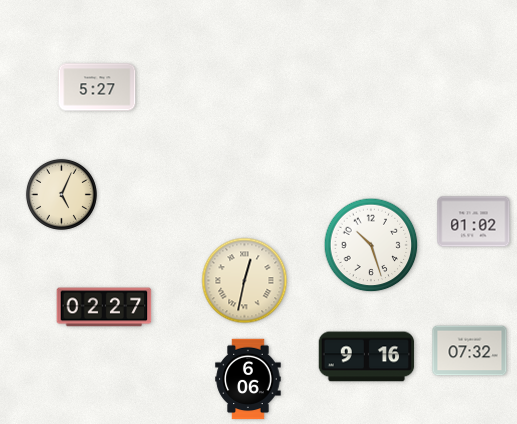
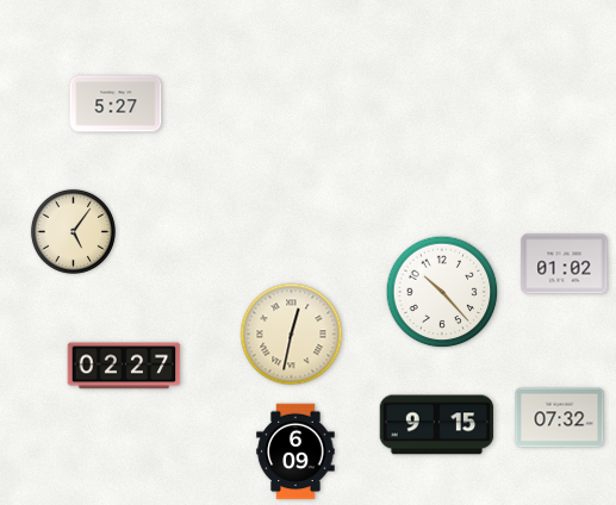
clock at (61, 194): 5:04 -> 5:06
clock at (371, 245): 10:27 -> 10:23
clock at (367, 357): 9:16 -> 9:15
clock at (248, 379): 6:06 -> 6:09
